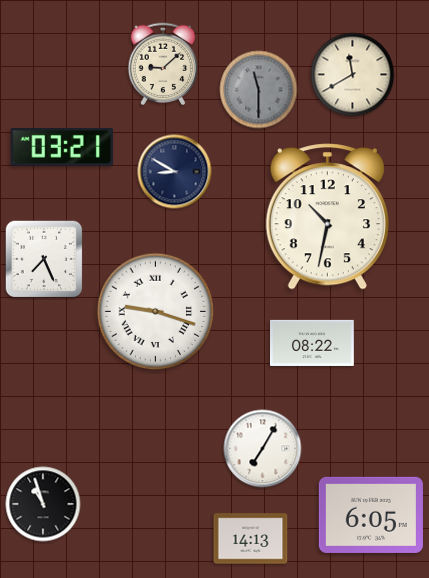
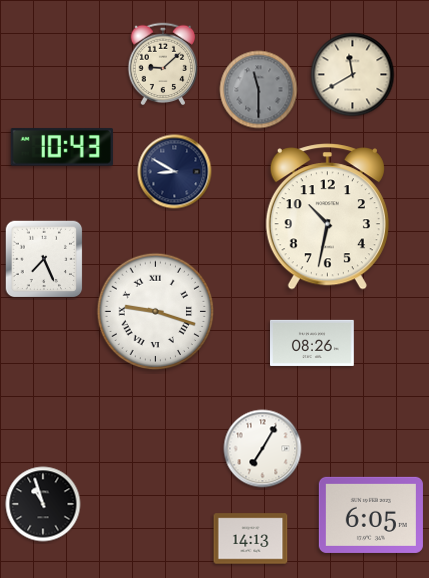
clock at (62, 147): 03:21 -> 10:43
clock at (313, 343): 08:22 -> 08:26
